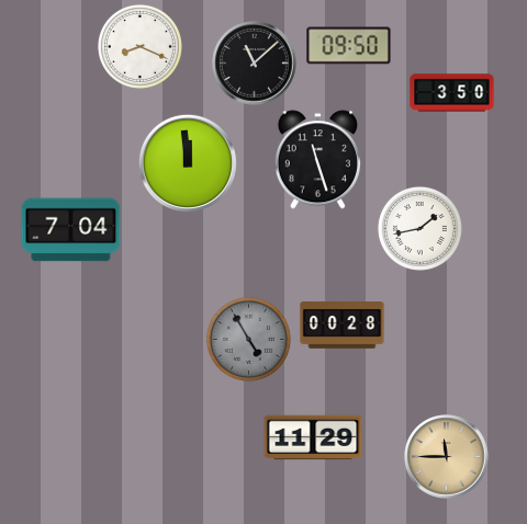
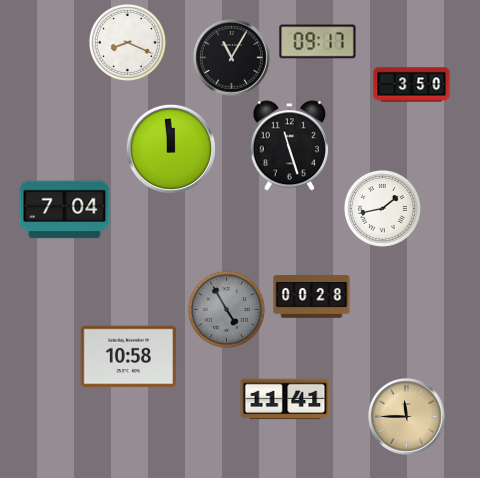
clock at (349, 46): 09:50 -> 09:17
clock at (255, 64): 11:08 -> 11:05
clock at (129, 357): none -> 10:58
clock at (313, 437): 11:29 -> 11:41
